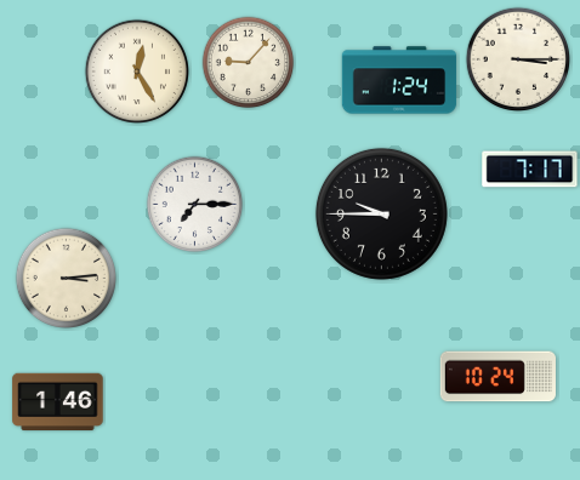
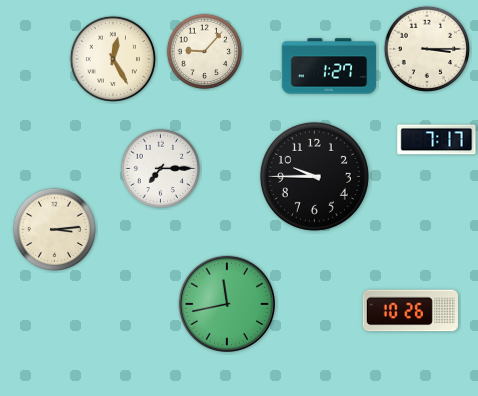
clock at (399, 80): 1:24 -> 1:27
clock at (226, 303): none -> 11:43
clock at (497, 377): 10:24 -> 10:26
clock at (58, 402): 1:46 -> none
